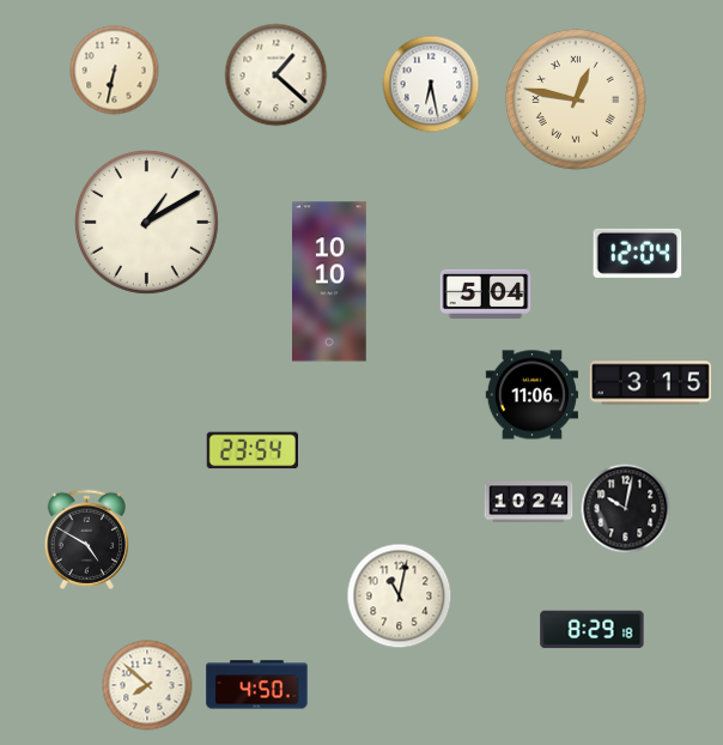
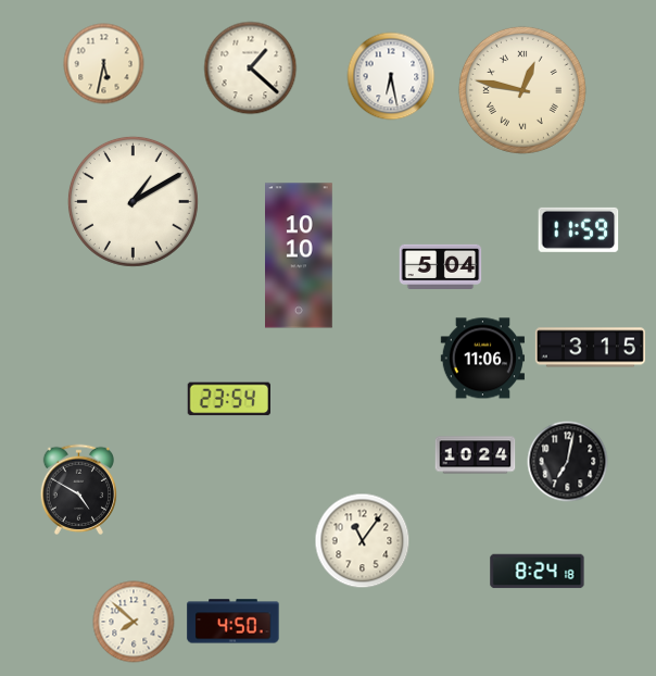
clock at (115, 71): 6:32 -> 5:32
clock at (638, 253): 12:04 -> 11:59
clock at (251, 450) position: (251, 450) -> (228, 399)
clock at (529, 502) position: (529, 502) -> (476, 455)
clock at (626, 509): 10:02 -> 7:02
clock at (400, 596): 11:02 -> 11:06
clock at (593, 630): 8:29 -> 8:24
